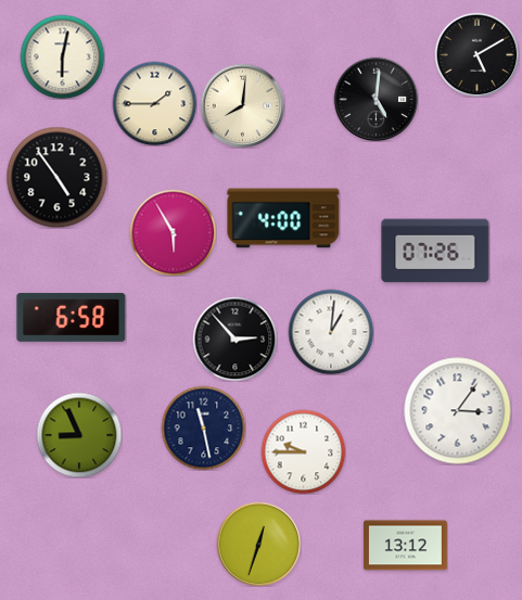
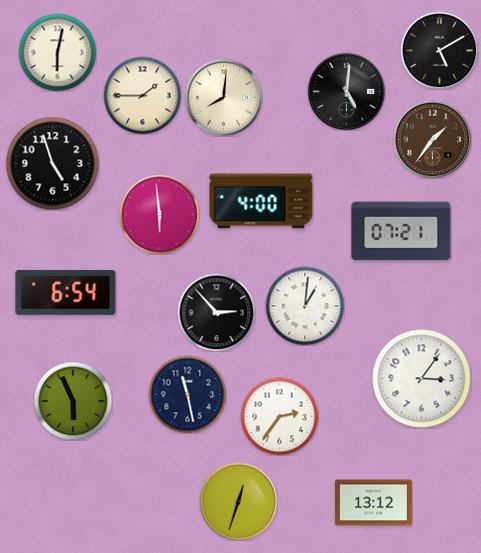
clock at (432, 139): none -> 1:36
clock at (56, 177): 4:54 -> 4:57
clock at (173, 232): 5:55 -> 5:59
clock at (435, 251): 07:26 -> 07:21
clock at (72, 317): 6:58 -> 6:54
clock at (79, 435): 8:56 -> 5:56
clock at (303, 451): 9:45 -> 2:36
